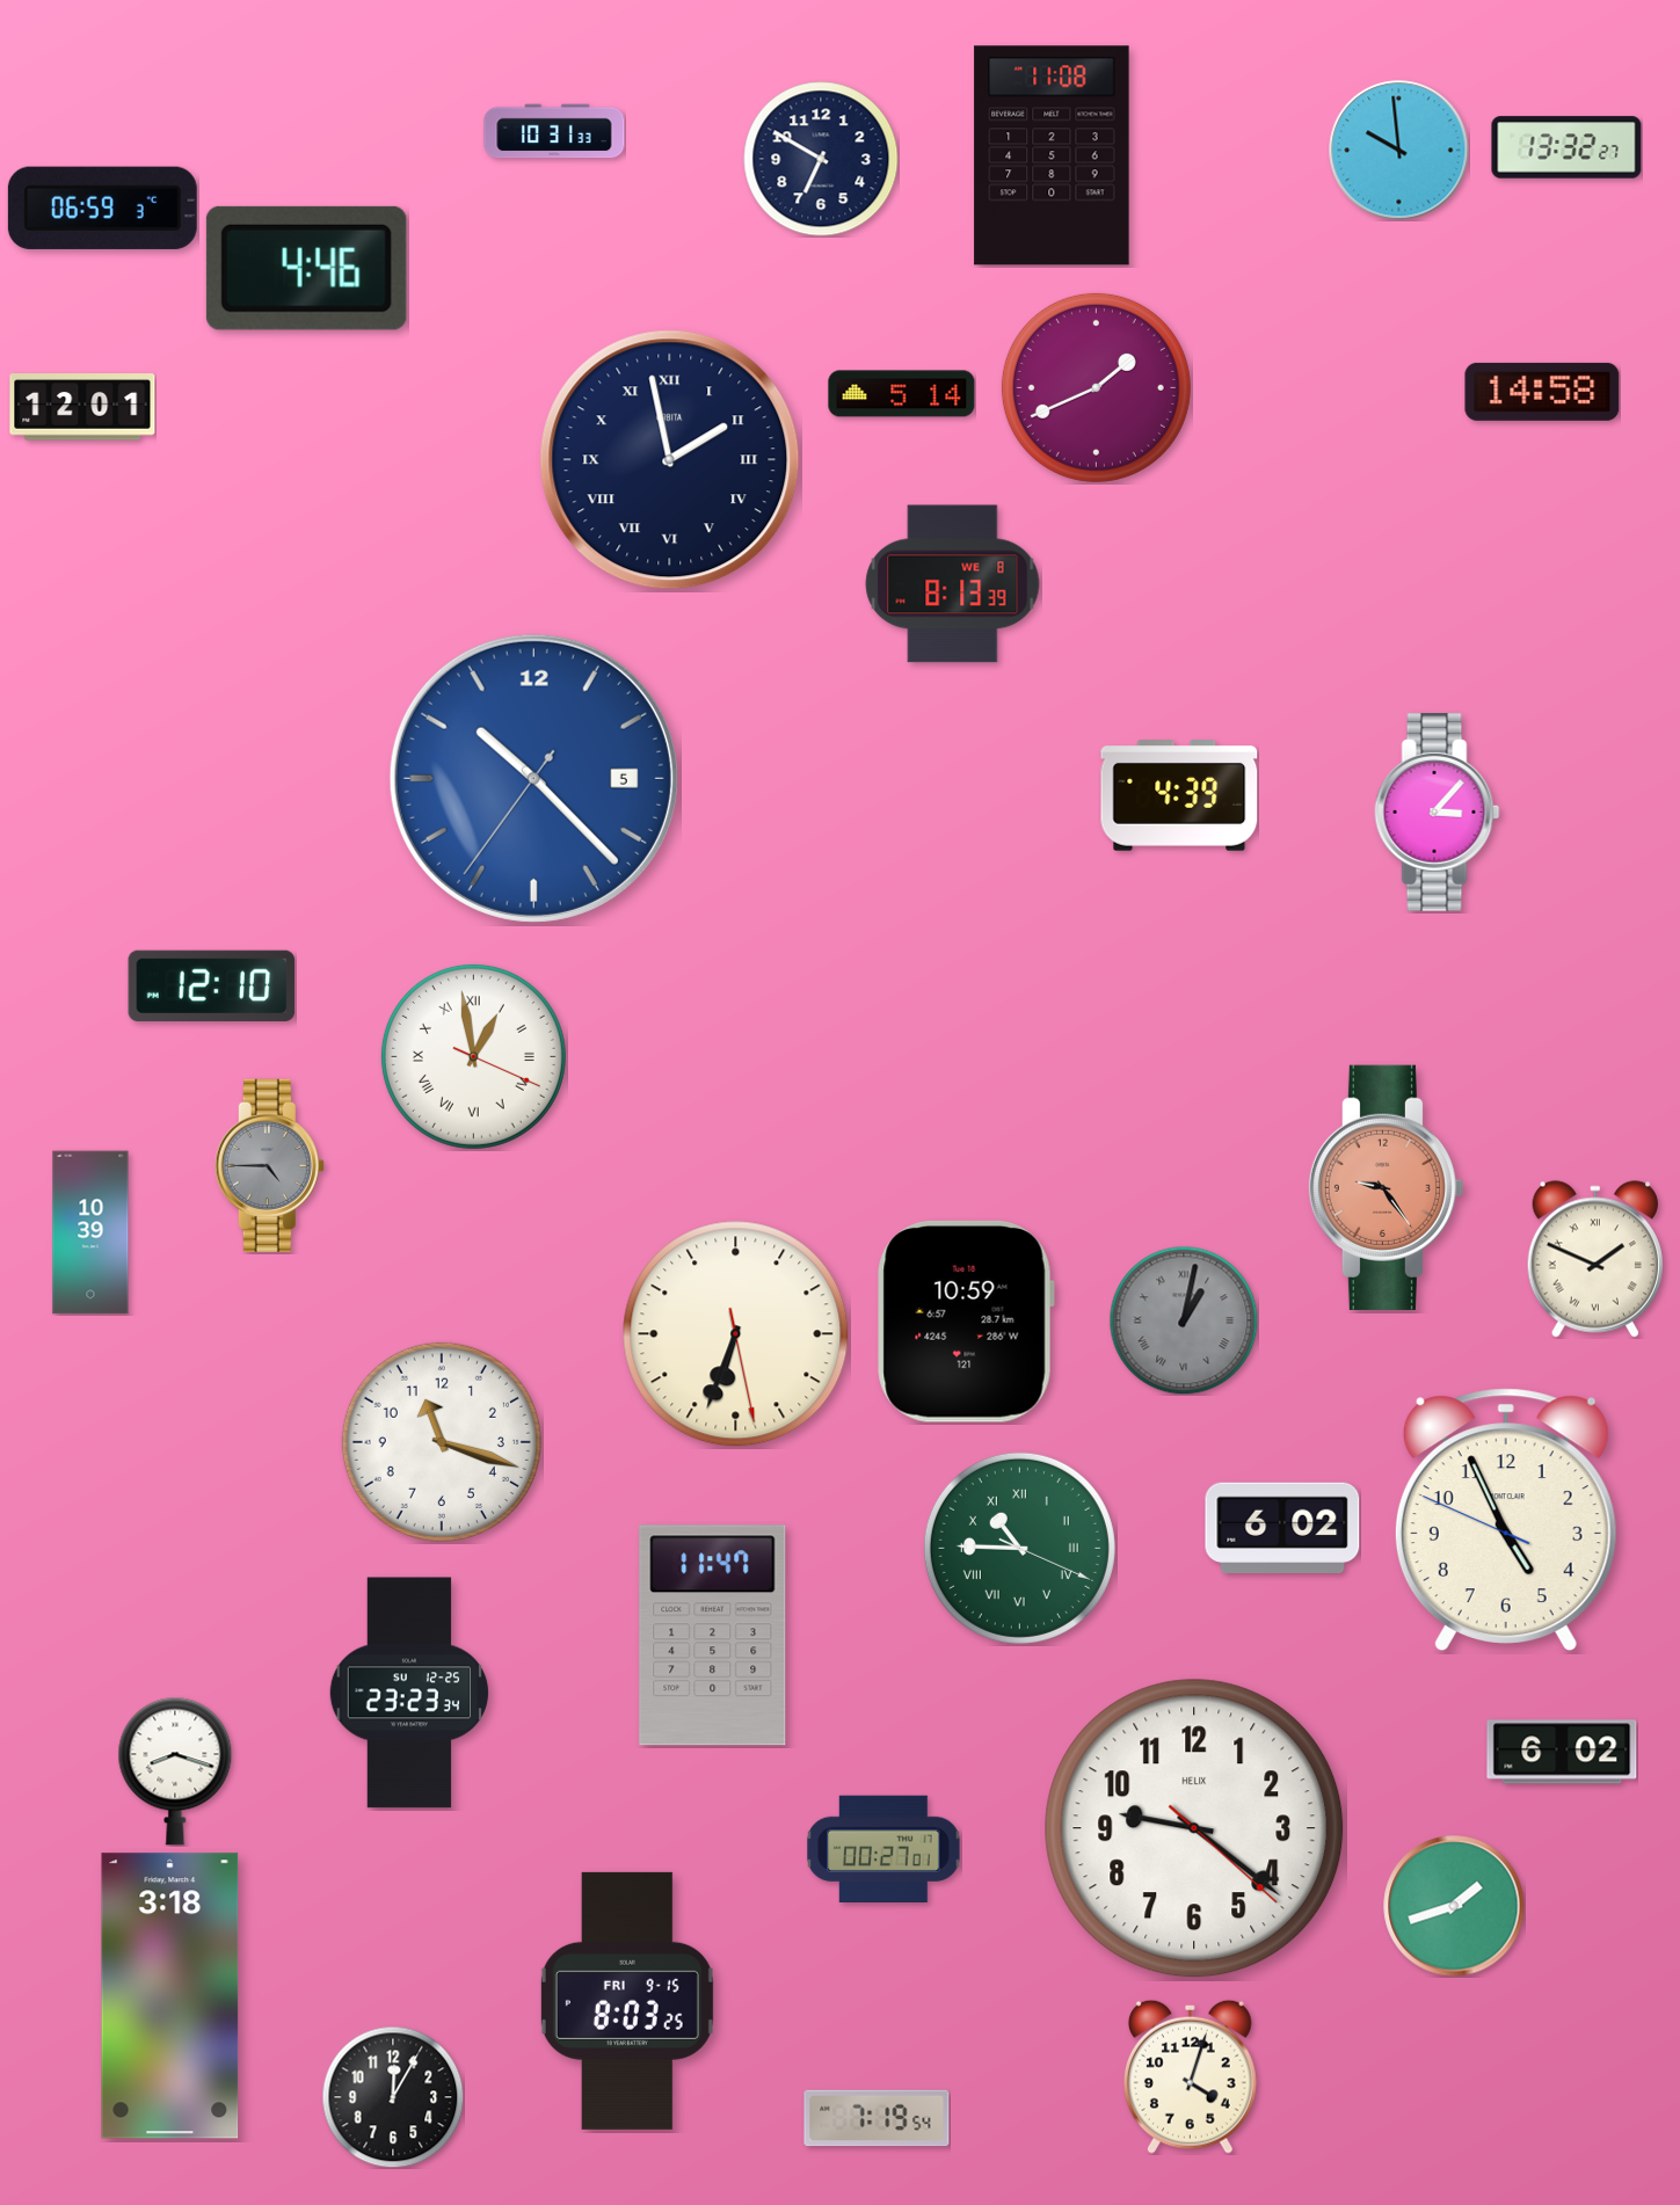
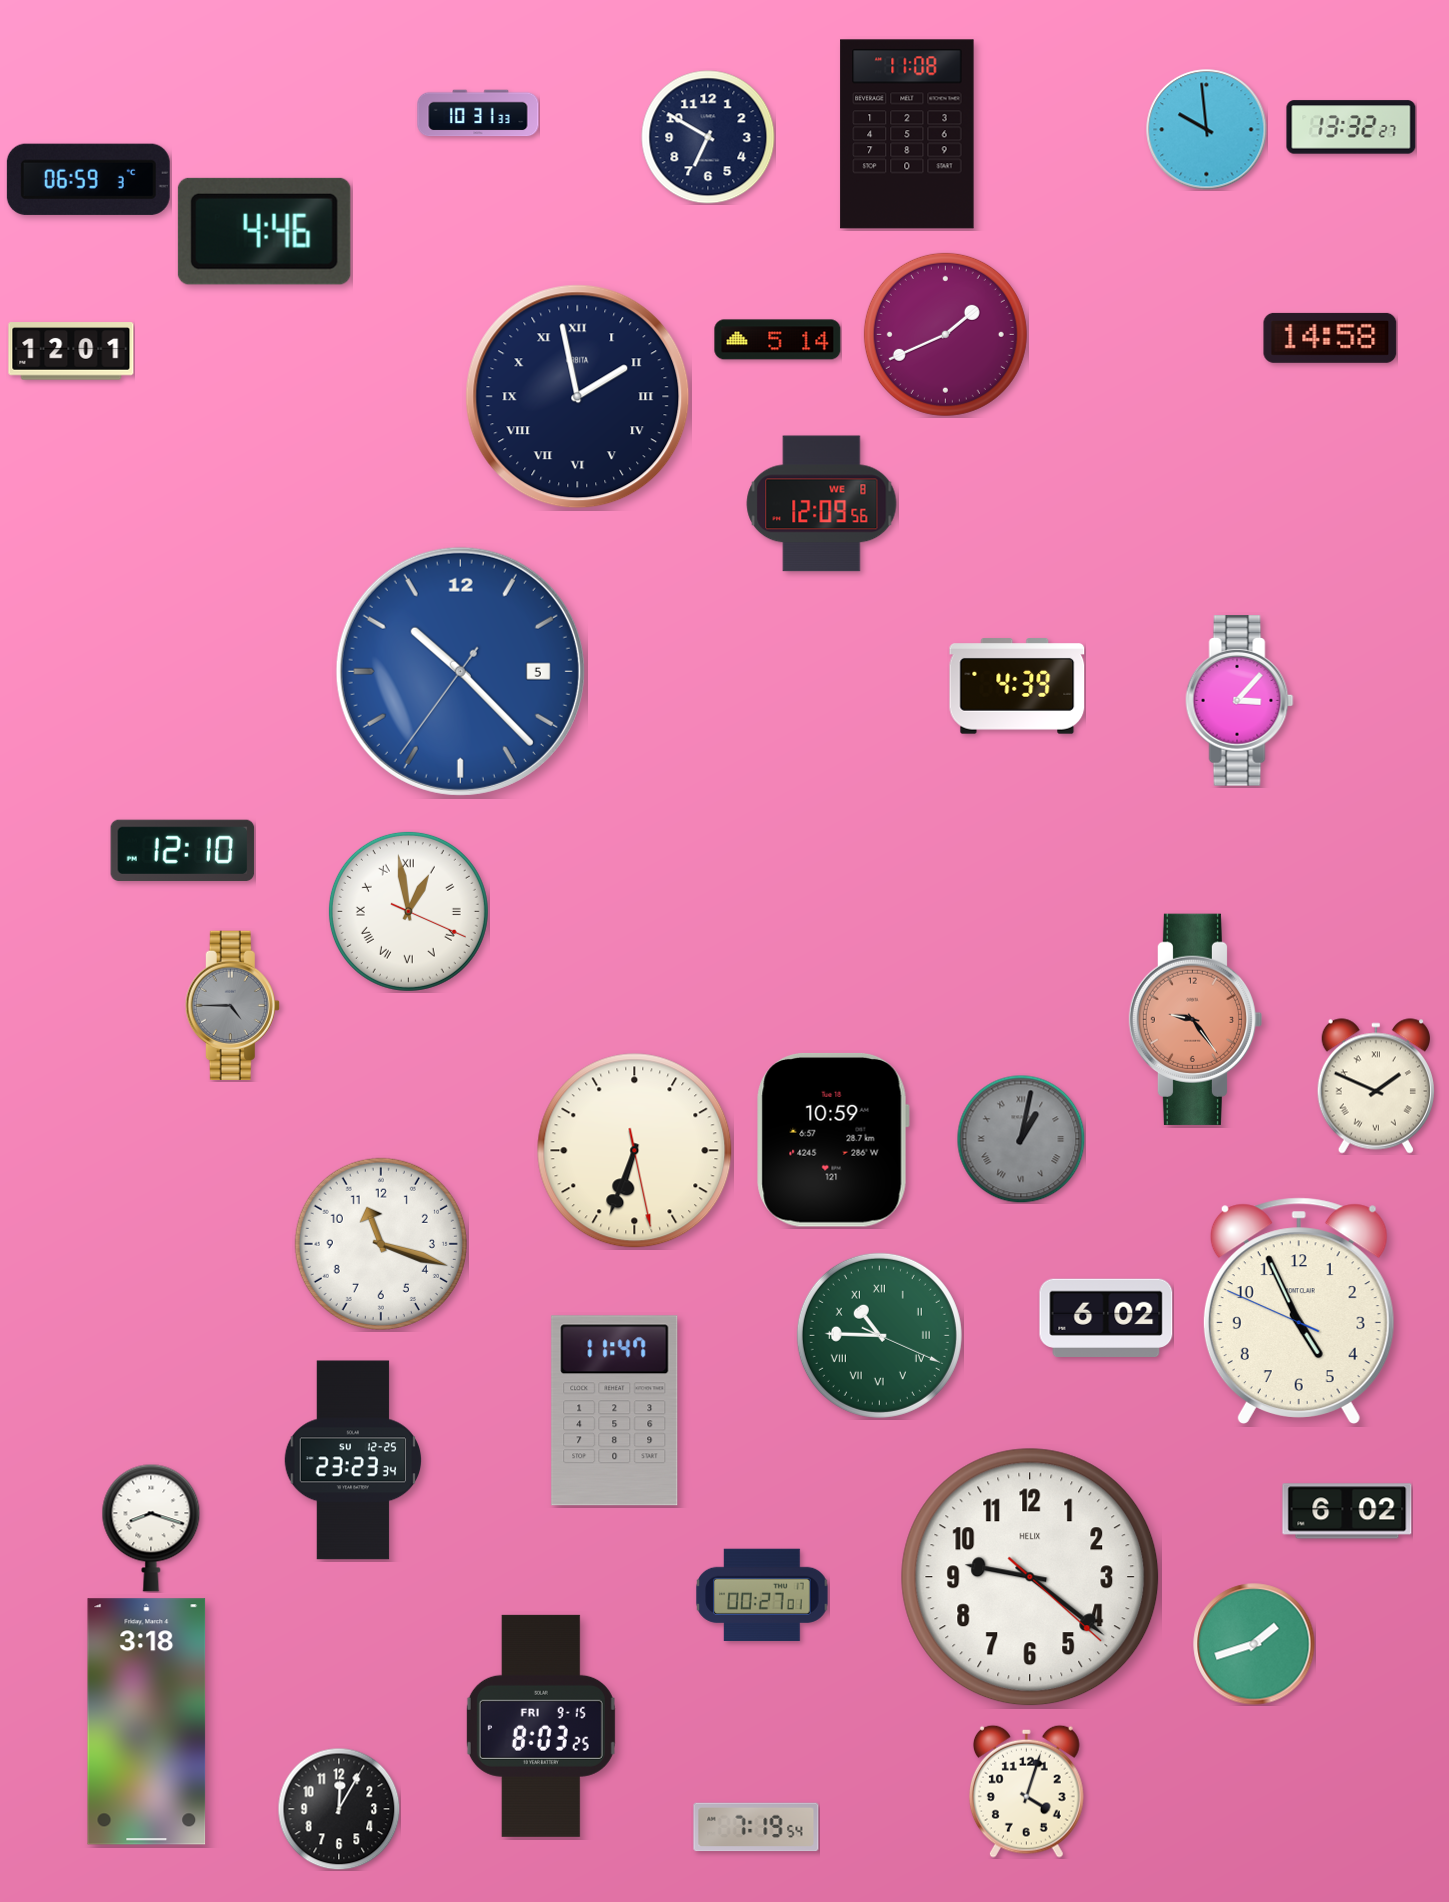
clock at (953, 584): 8:13 -> 12:09
clock at (1386, 1187) position: (1386, 1187) -> (1195, 1019)
clock at (90, 1232): 10:39 -> none
